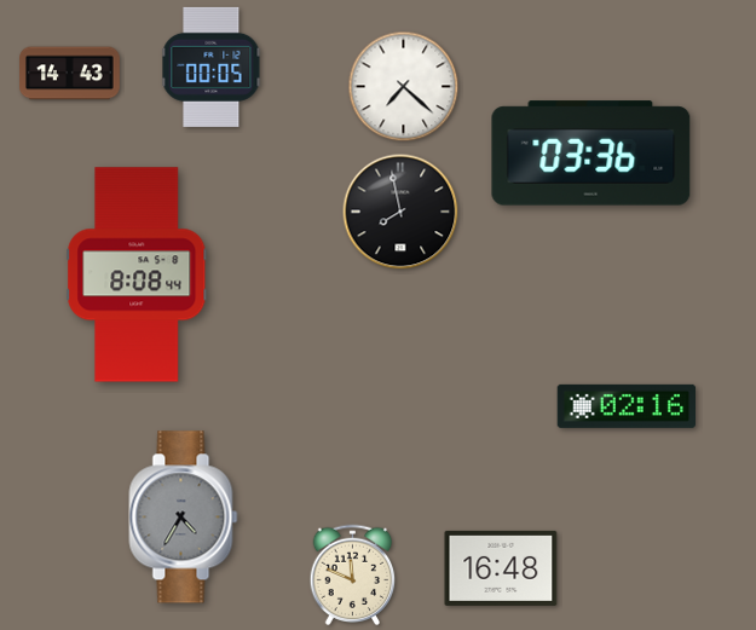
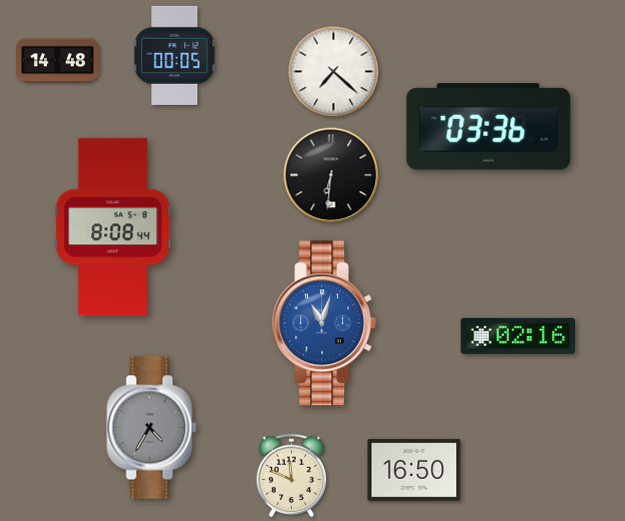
clock at (70, 74): 14:43 -> 14:48
clock at (400, 212): 7:58 -> 6:31
clock at (323, 323): none -> 11:03
clock at (501, 568): 16:48 -> 16:50
